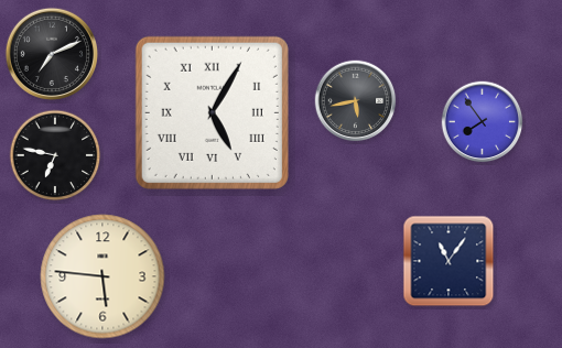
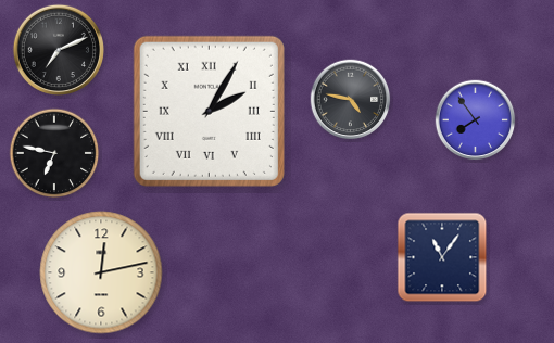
clock at (51, 53) position: (51, 53) -> (58, 49)
clock at (356, 101): 5:43 -> 4:47
clock at (212, 112): 5:05 -> 2:05
clock at (102, 276): 5:46 -> 12:13
